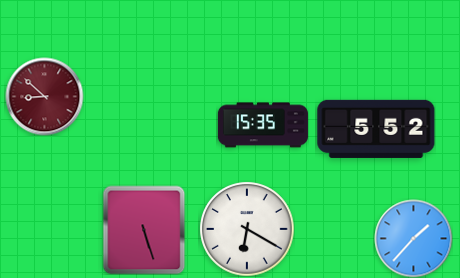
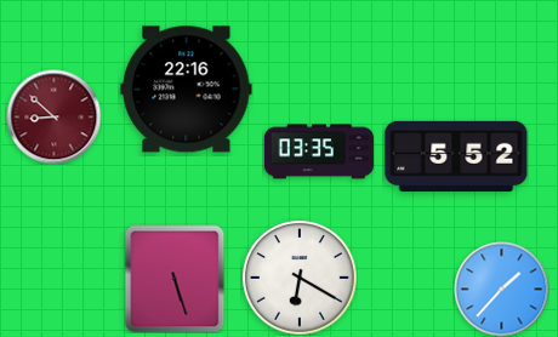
clock at (187, 90): none -> 22:16
clock at (263, 125): 15:35 -> 03:35
